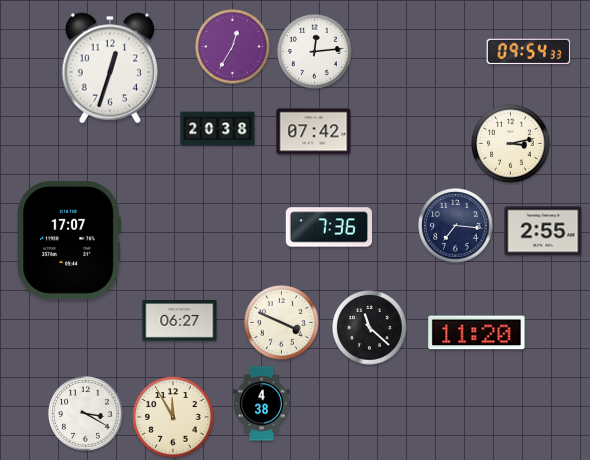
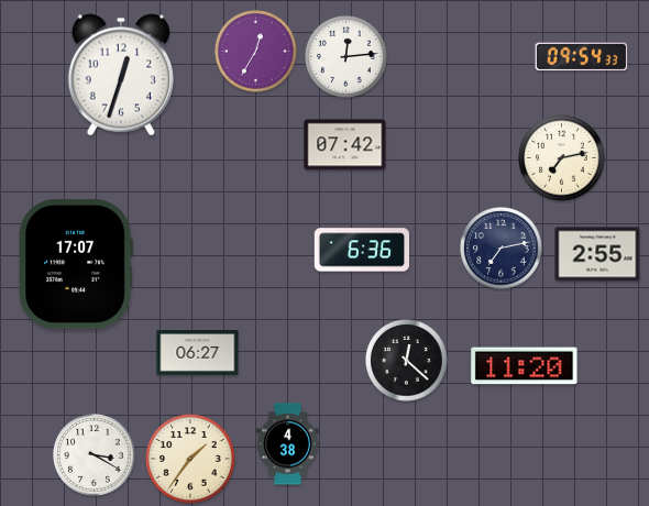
clock at (218, 129): 20:38 -> none
clock at (511, 144): 3:13 -> 7:13
clock at (456, 226): 7:16 -> 7:13
clock at (328, 227): 7:36 -> 6:36
clock at (282, 323): 3:49 -> none
clock at (370, 328): 11:22 -> 12:22
clock at (173, 417): 11:55 -> 1:36
